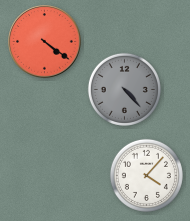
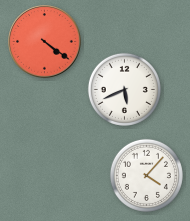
clock at (124, 89): 4:23 -> 5:41
clock at (124, 89) dial: grey -> white
